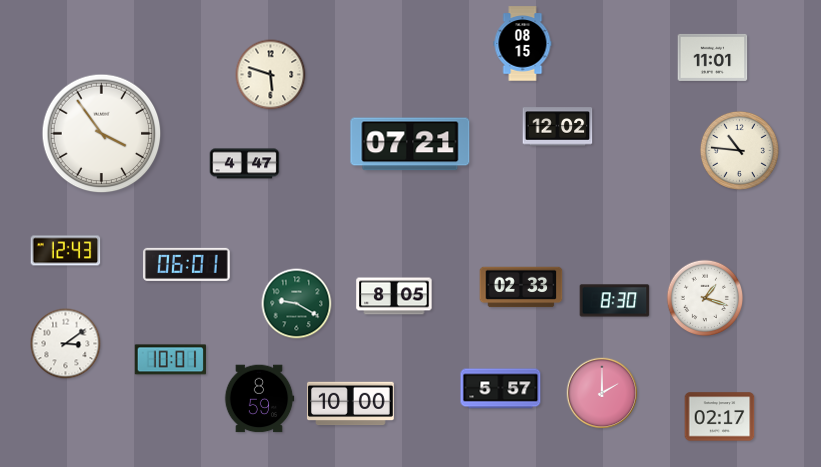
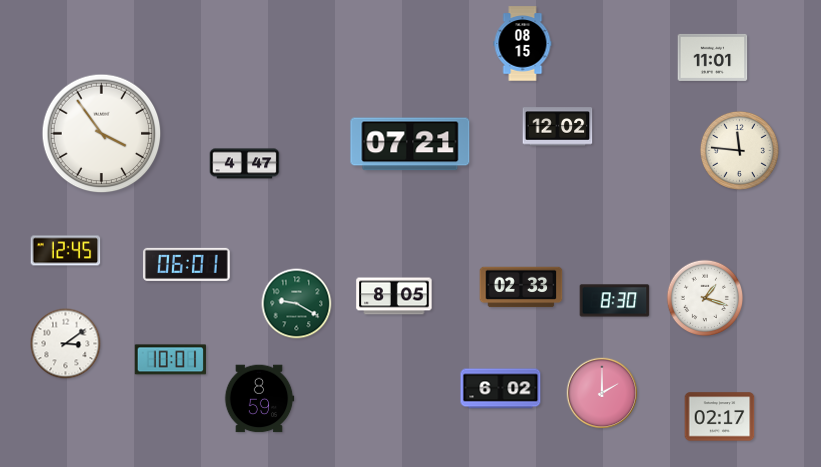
clock at (271, 75): 5:48 -> none
clock at (739, 150): 10:46 -> 11:46
clock at (66, 251): 12:43 -> 12:45
clock at (501, 389): 5:57 -> 6:02
clock at (351, 404): 10:00 -> none
